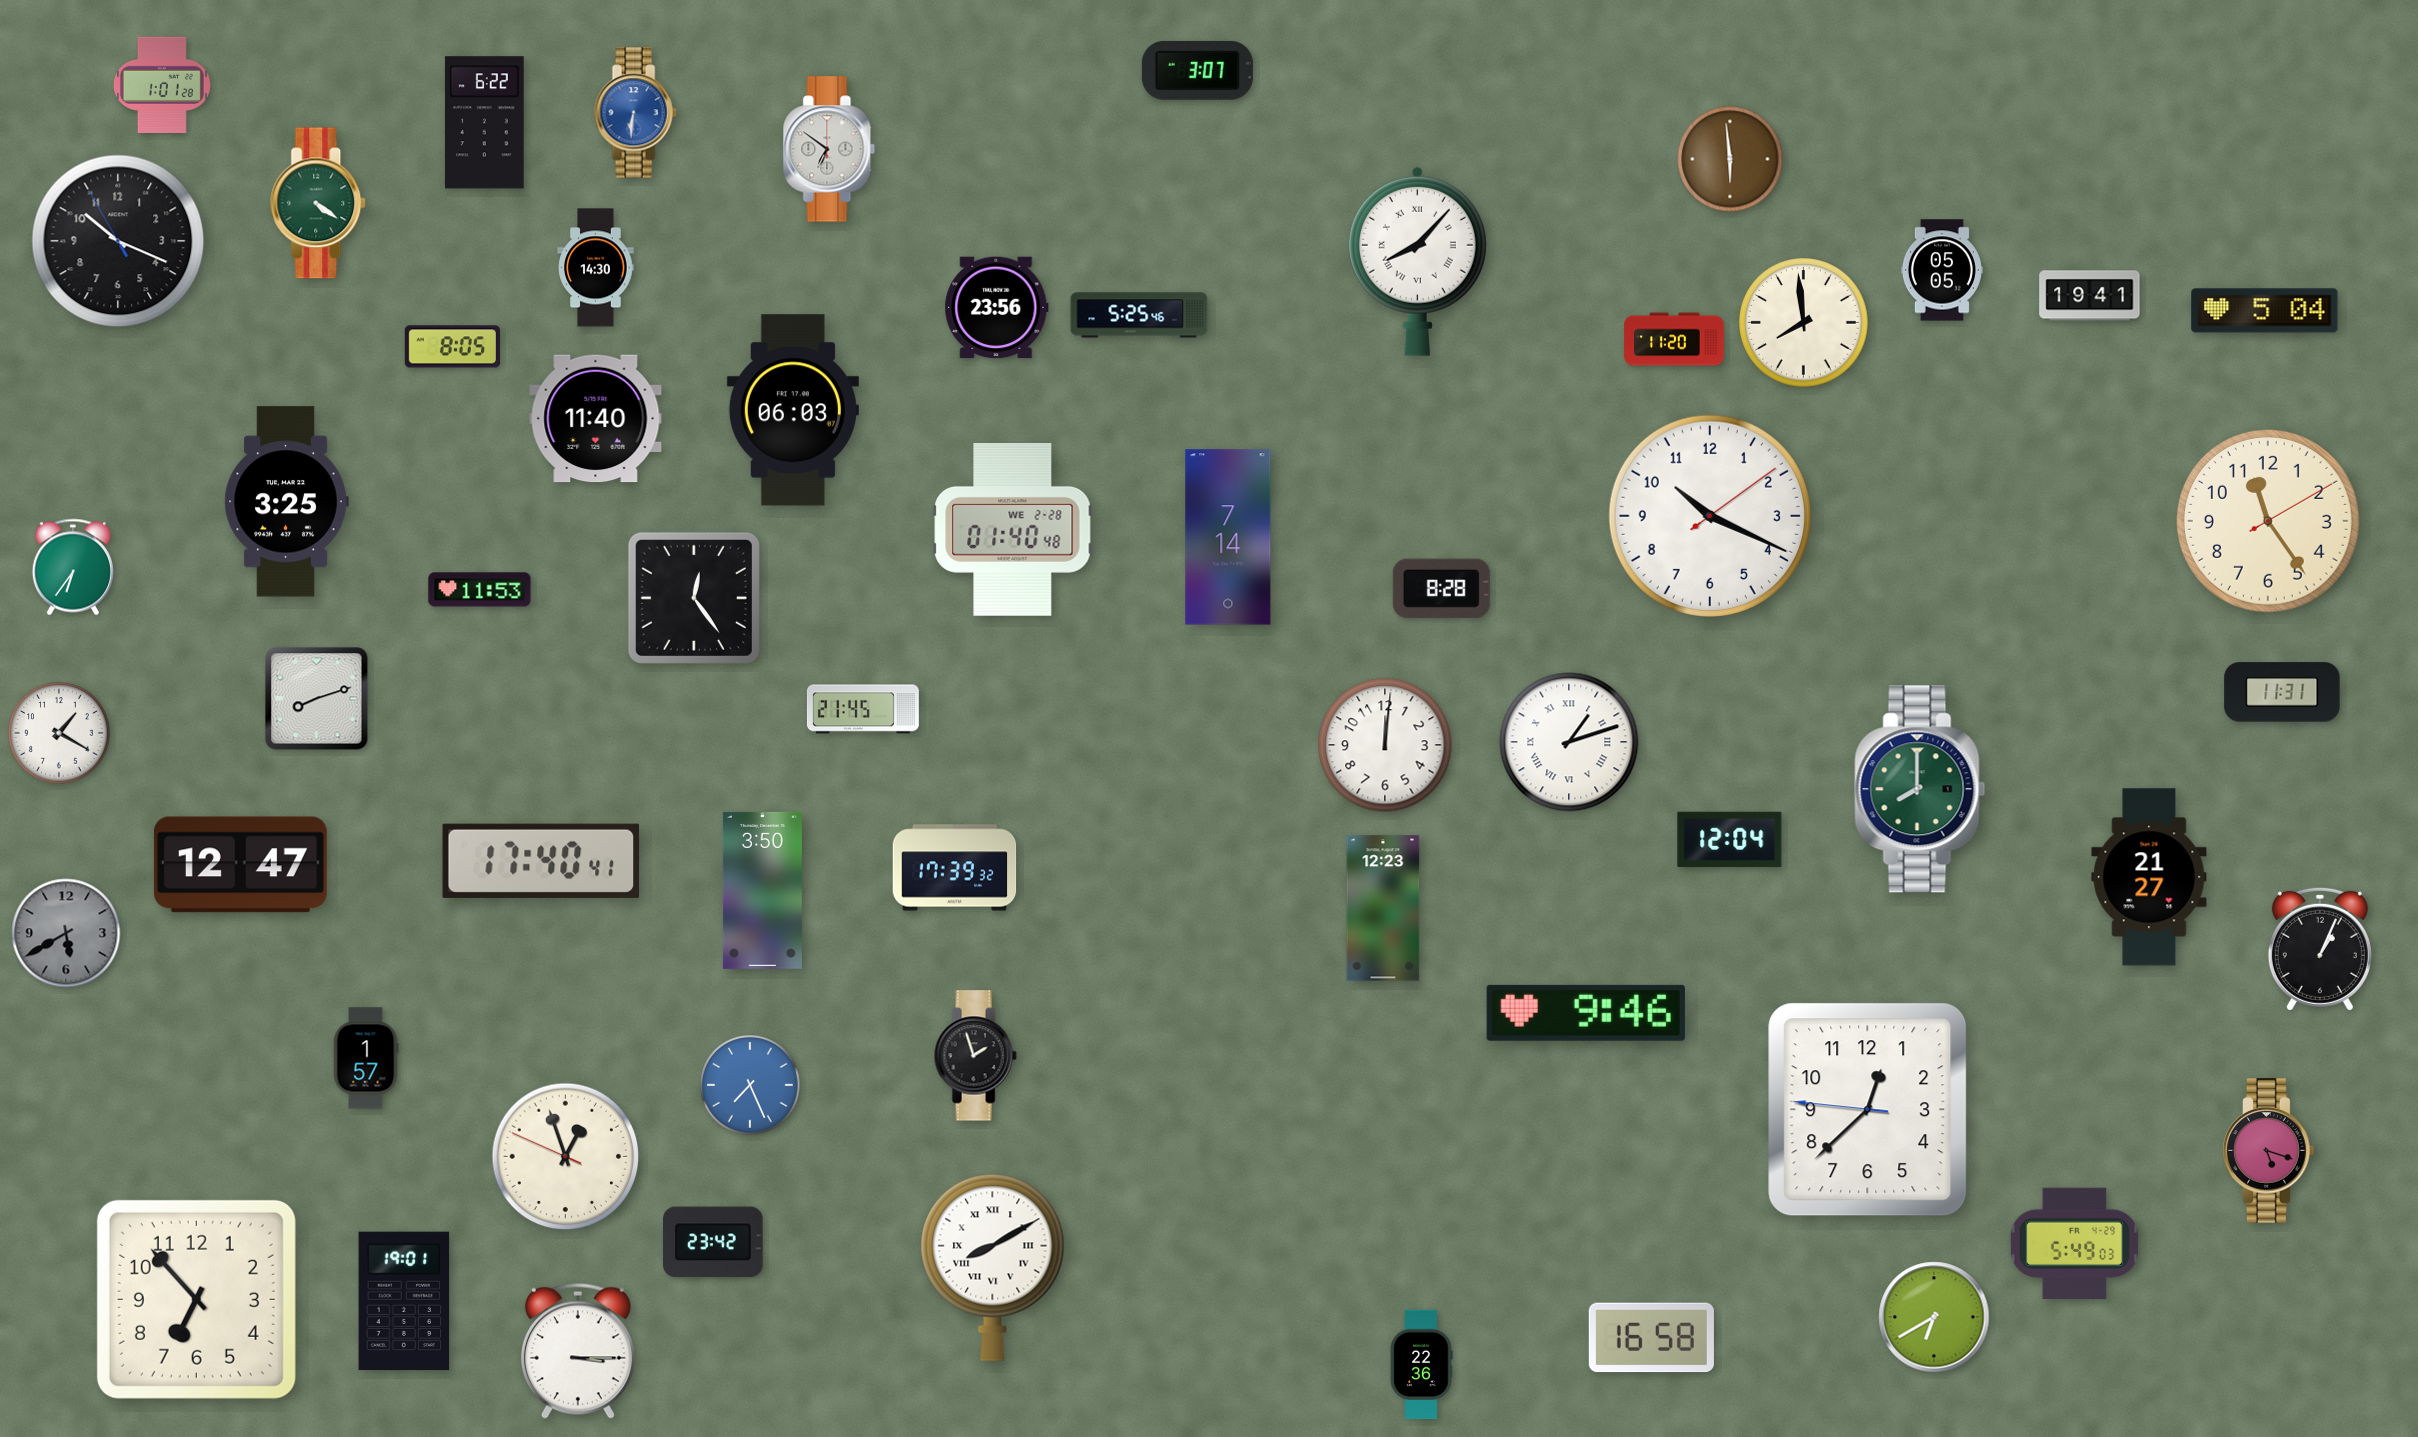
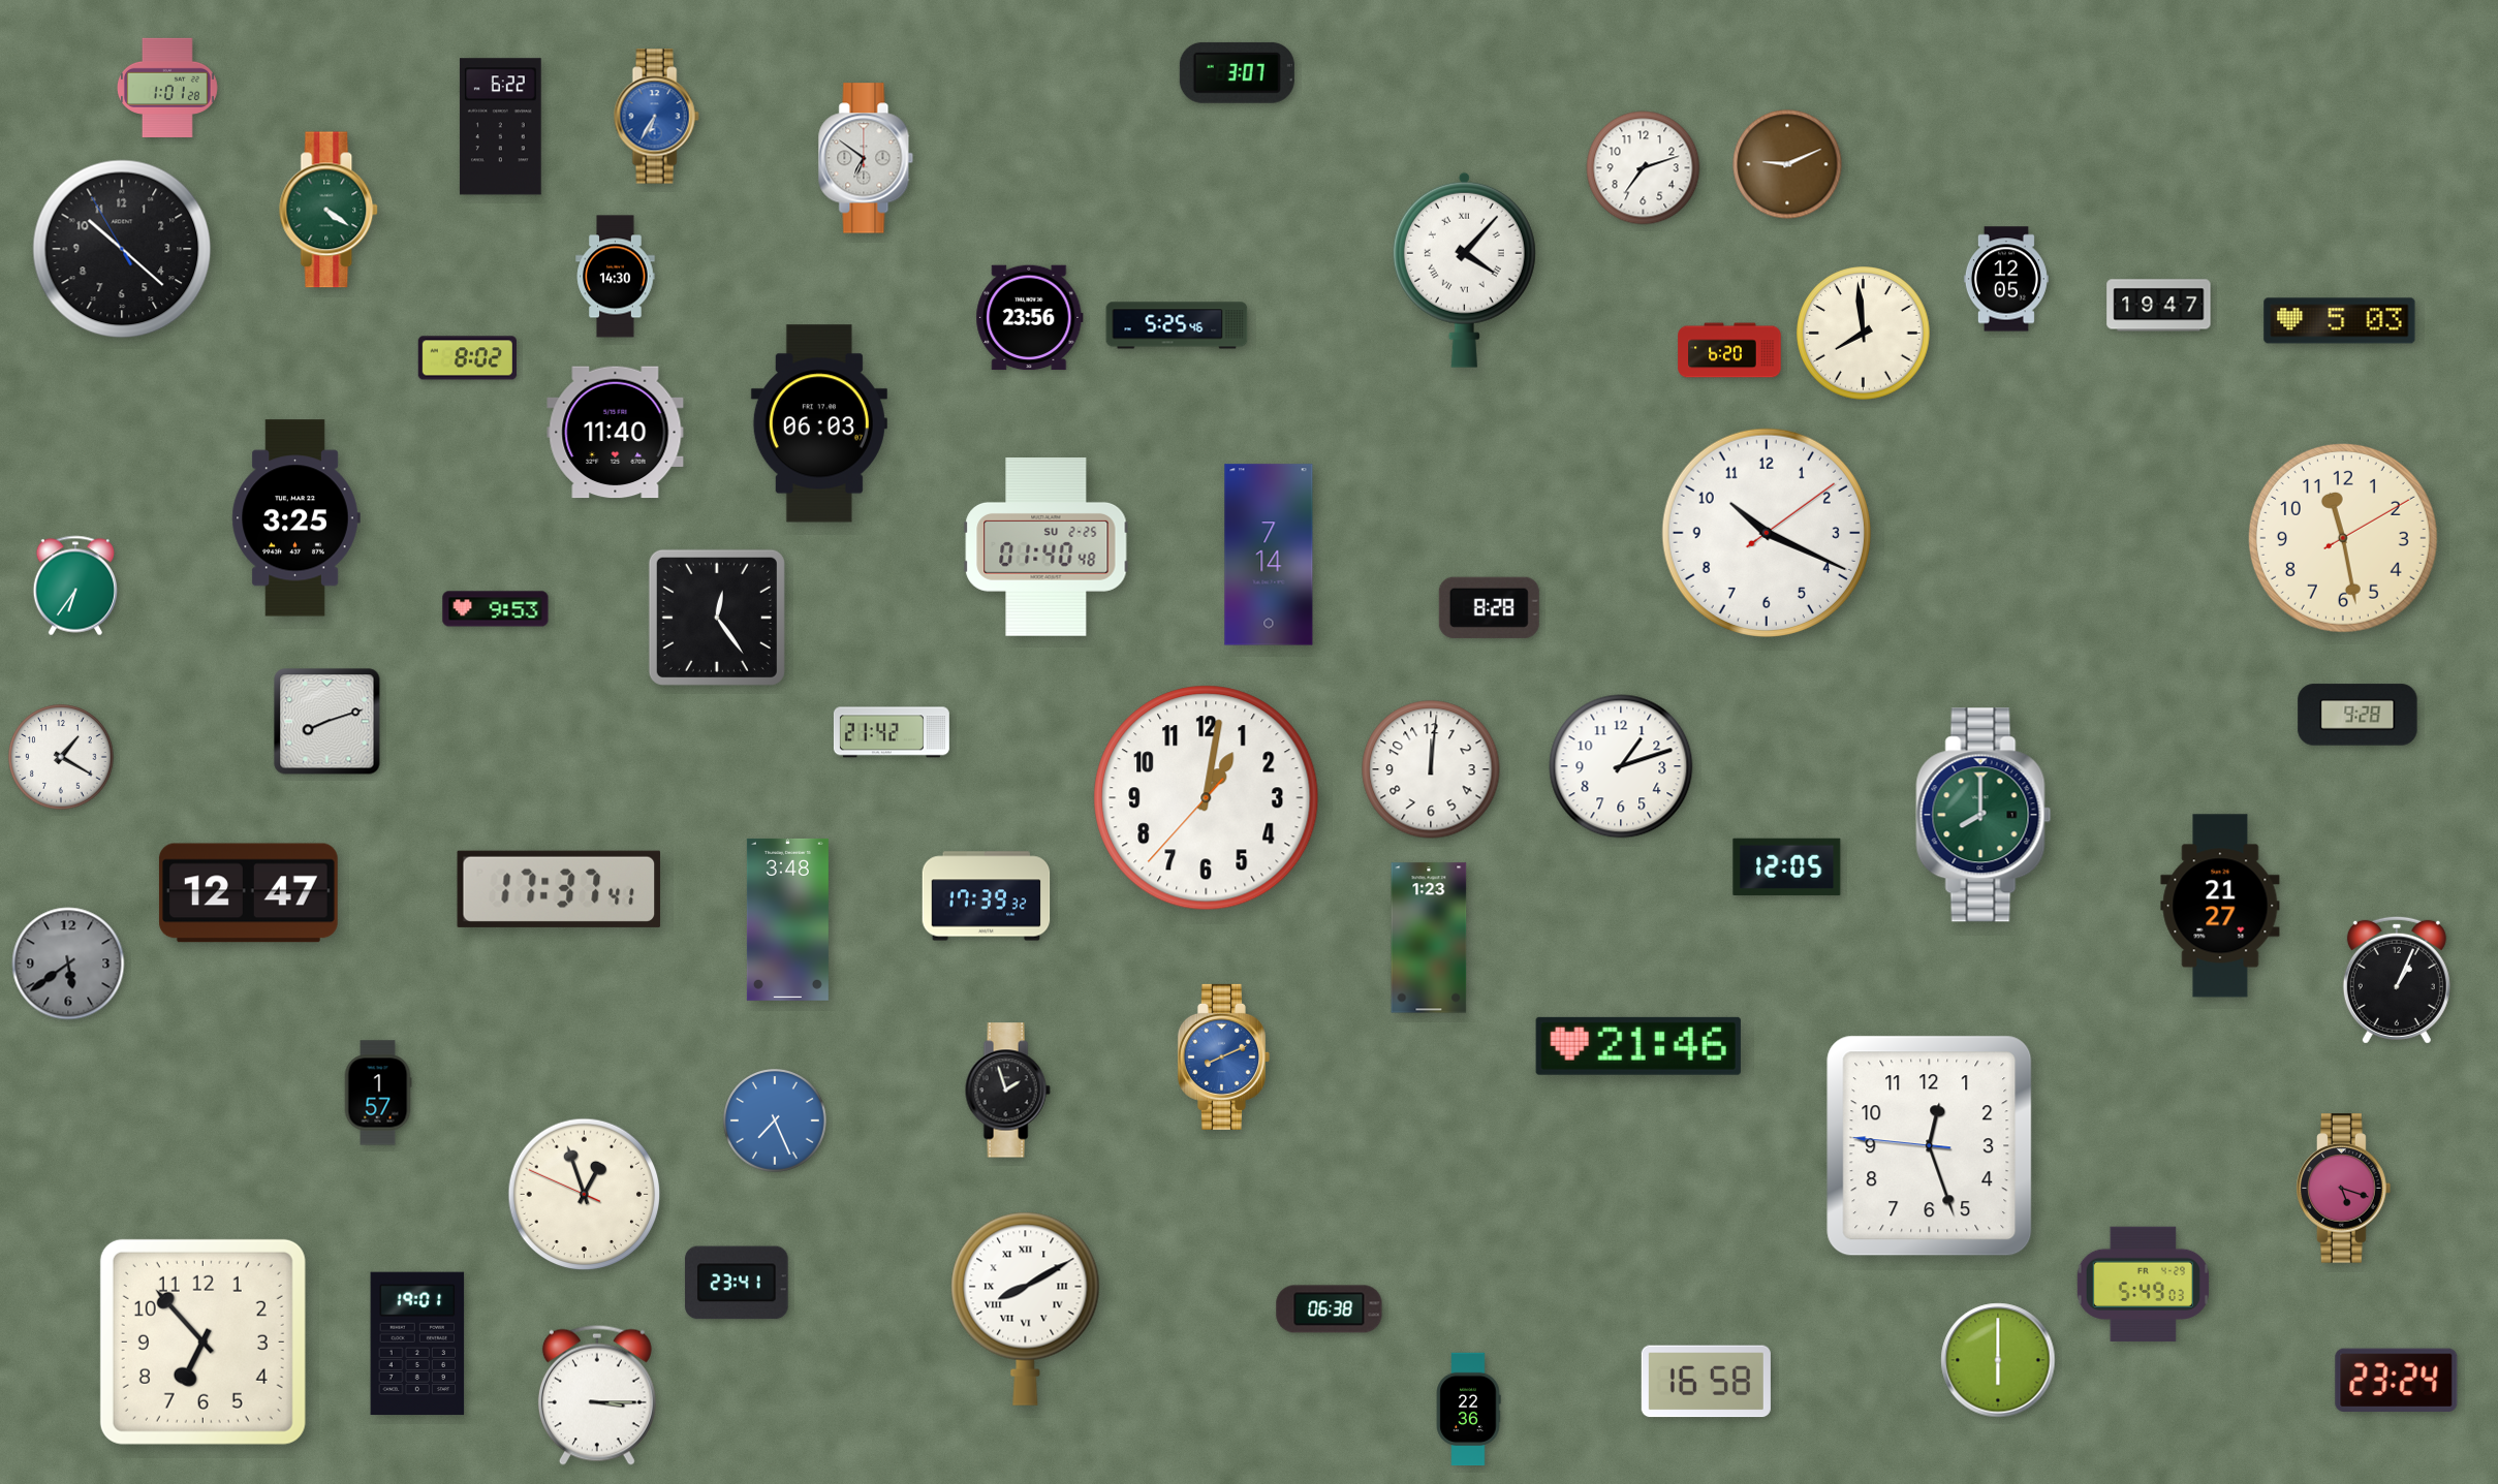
clock at (635, 113): 6:31 -> 6:35
clock at (829, 149) position: (829, 149) -> (866, 158)
clock at (1730, 159): 5:59 -> 9:11
clock at (1644, 168): none -> 7:12
clock at (118, 241): 10:18 -> 10:21
clock at (1417, 261): 8:07 -> 4:07
clock at (1942, 270): 05:05 -> 12:05
clock at (2090, 296): 19:41 -> 19:47
clock at (2265, 311): 5:04 -> 5:03
clock at (1674, 339): 11:20 -> 6:20
clock at (452, 347): 8:05 -> 8:02
clock at (2268, 521): 11:24 -> 11:28
clock at (1013, 530) date: WE 2-28 -> SU 2-25
clock at (480, 590): 11:53 -> 9:53
clock at (2282, 692): 11:31 -> 9:28
clock at (863, 709): 21:45 -> 21:42
clock at (1569, 742) numerals: Roman -> Arabic
clock at (1207, 798): none -> 1:01
clock at (1730, 839): 12:04 -> 12:05
clock at (541, 861): 17:40 -> 17:37
clock at (762, 890): 3:50 -> 3:48
clock at (1383, 908): 12:23 -> 1:23
clock at (66, 933): 5:40 -> 5:39
clock at (1586, 1013): 9:46 -> 21:46
clock at (1223, 1056): none -> 8:11
clock at (1868, 1110): 12:37 -> 12:26
clock at (713, 1242): 23:42 -> 23:41
clock at (1330, 1309): none -> 06:38
clock at (1934, 1317): 6:40 -> 6:00
clock at (2397, 1380): none -> 23:24
